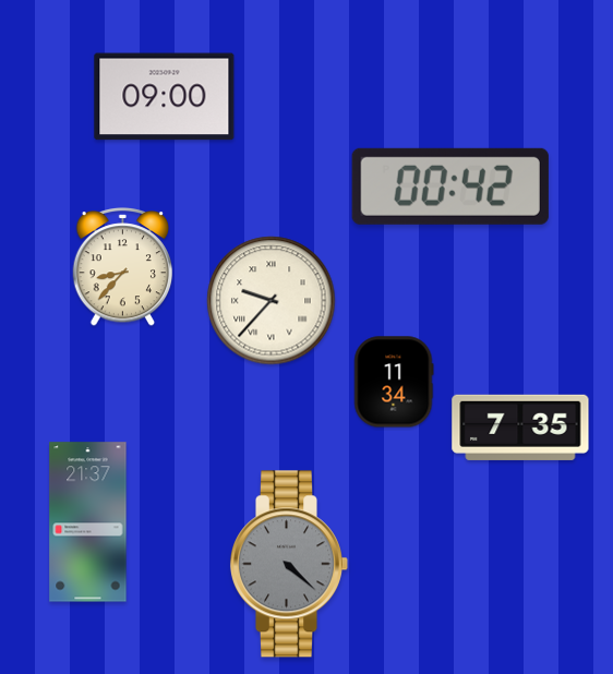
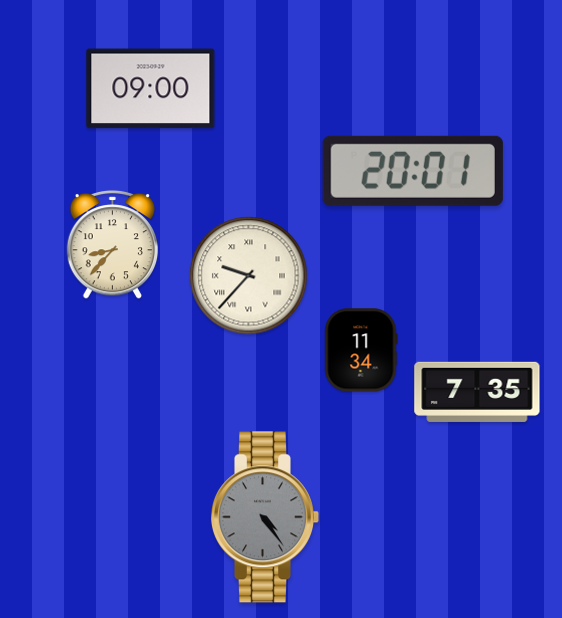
clock at (450, 186): 00:42 -> 20:01
clock at (88, 522): 21:37 -> none
clock at (289, 564): 4:22 -> 4:24
